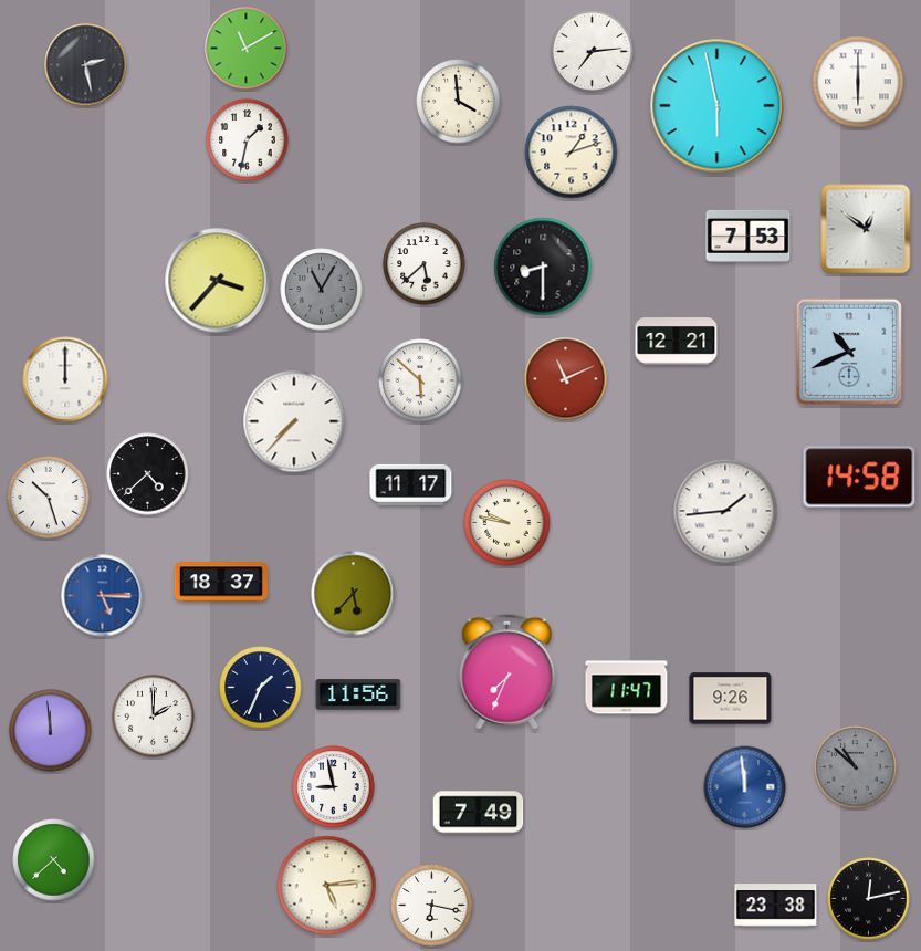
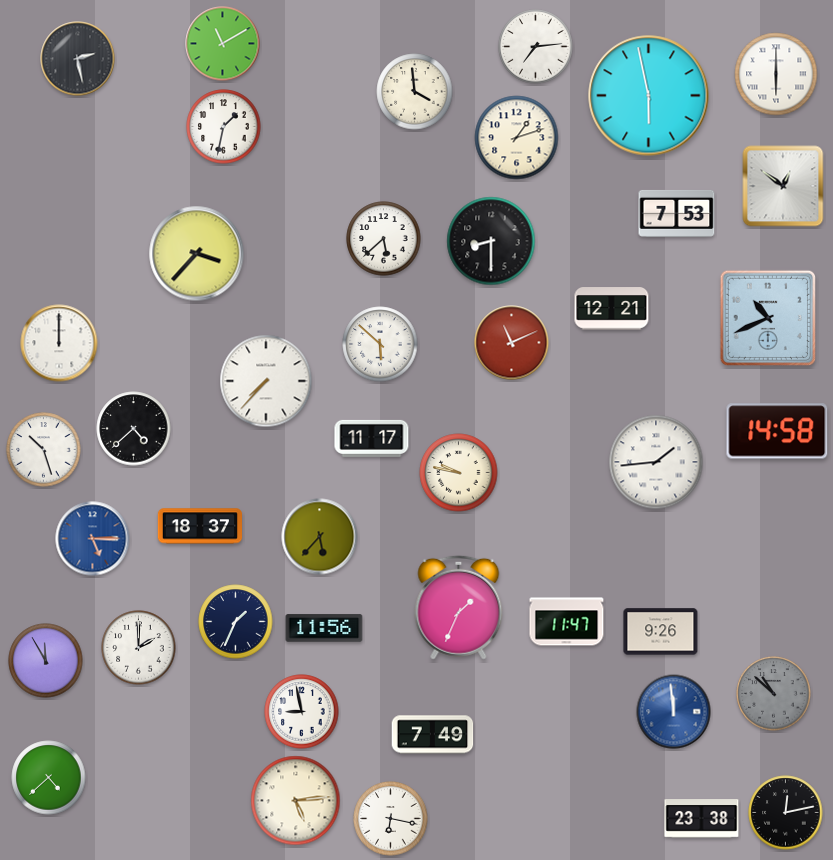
clock at (866, 229) position: (866, 229) -> (783, 186)
clock at (322, 290): 11:05 -> none
clock at (507, 671): 7:34 -> 1:34
clock at (51, 731): 11:59 -> 11:55
